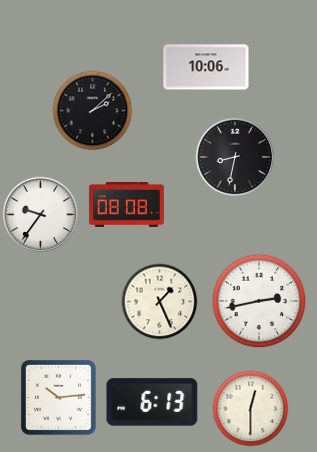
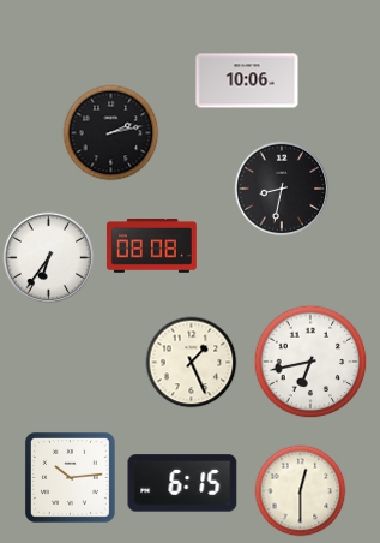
clock at (93, 111): 2:08 -> 2:13
clock at (41, 215): 9:36 -> 6:36
clock at (259, 301): 2:43 -> 6:43
clock at (152, 402): 6:13 -> 6:15
